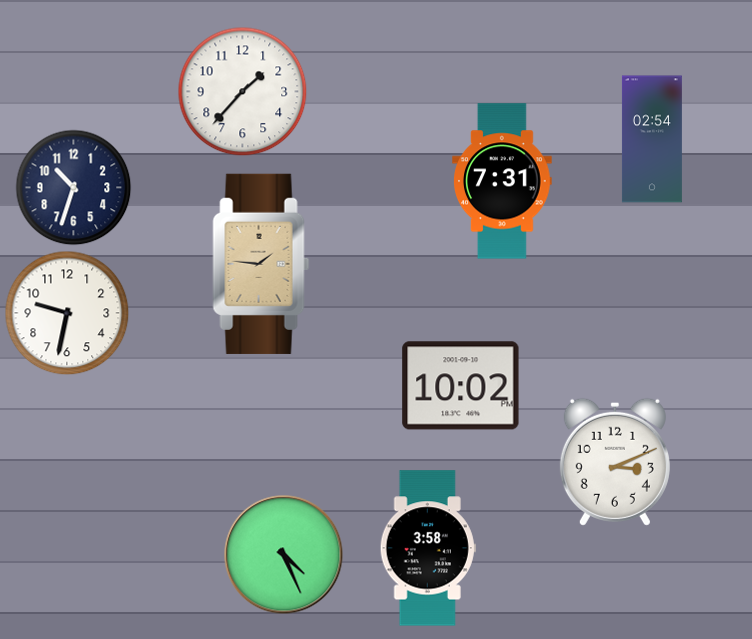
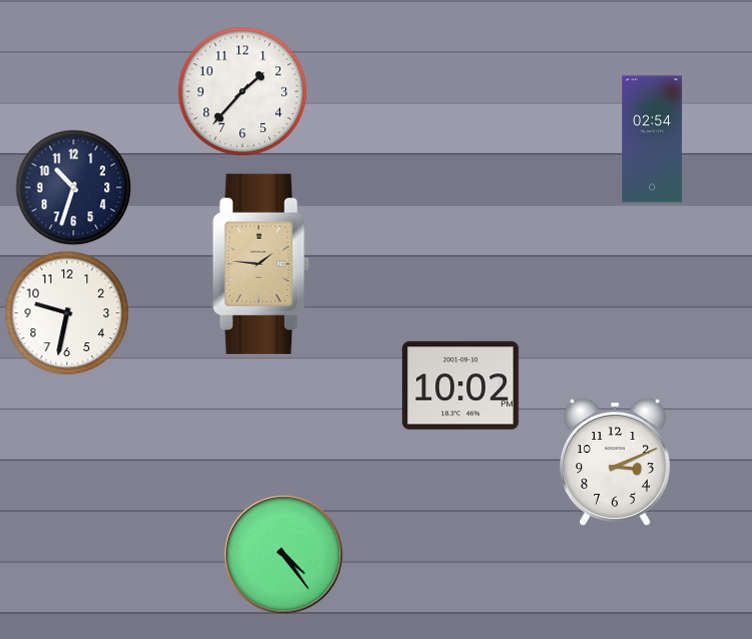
clock at (502, 181): 7:31 -> none
clock at (428, 548): 3:58 -> none
clock at (284, 555): 4:26 -> 4:24
